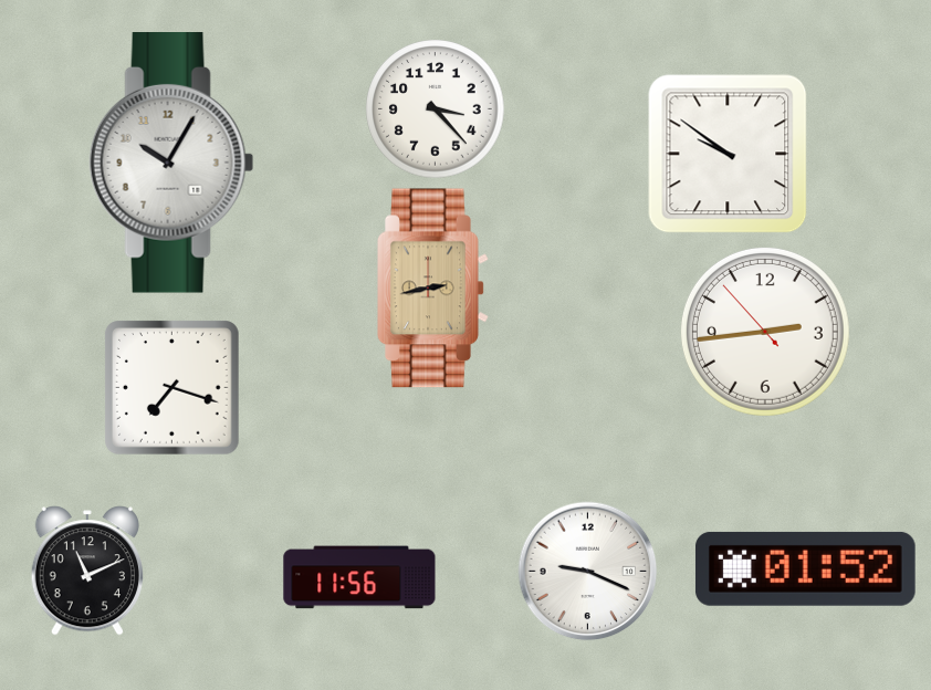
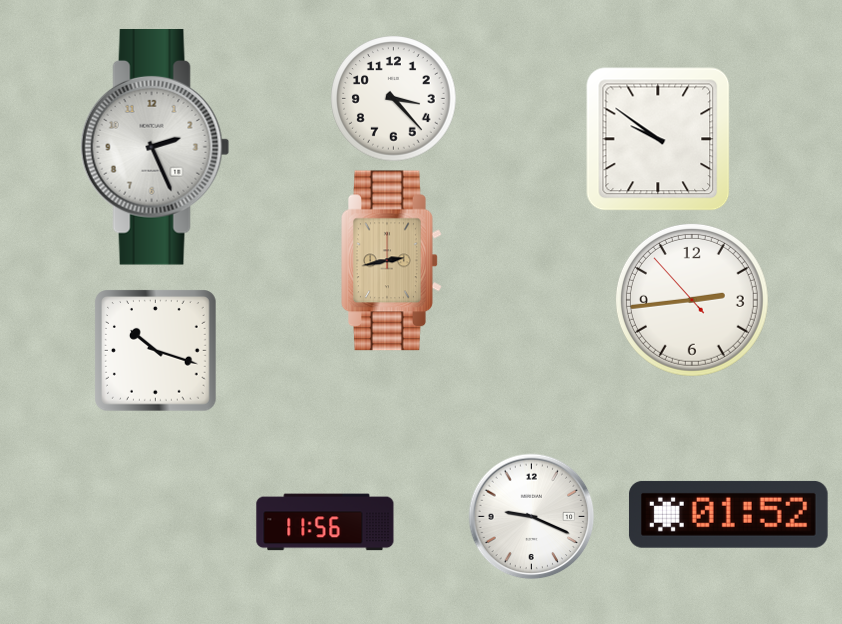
clock at (171, 164): 10:05 -> 2:26
clock at (172, 388): 7:18 -> 10:18
clock at (87, 571): 11:11 -> none
